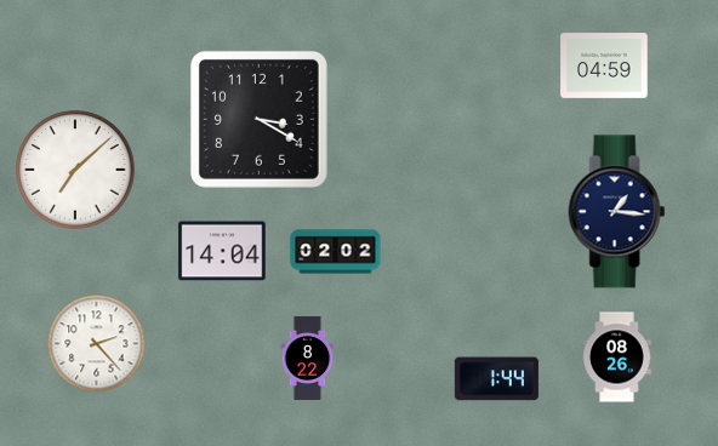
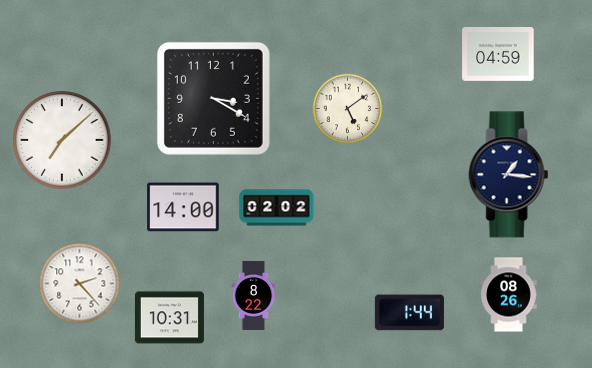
clock at (348, 109): none -> 5:09
clock at (222, 251): 14:04 -> 14:00
clock at (169, 318): none -> 10:31
